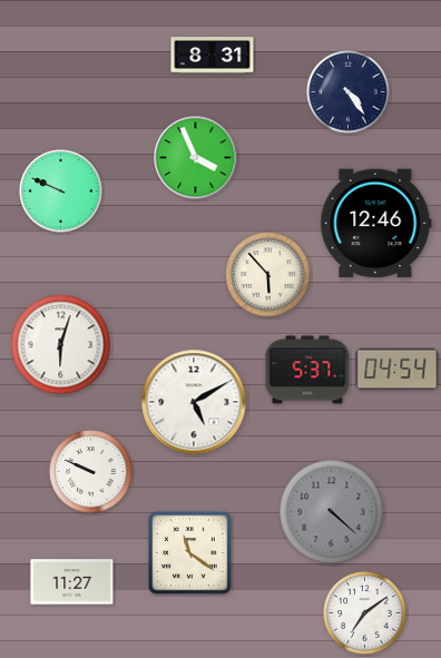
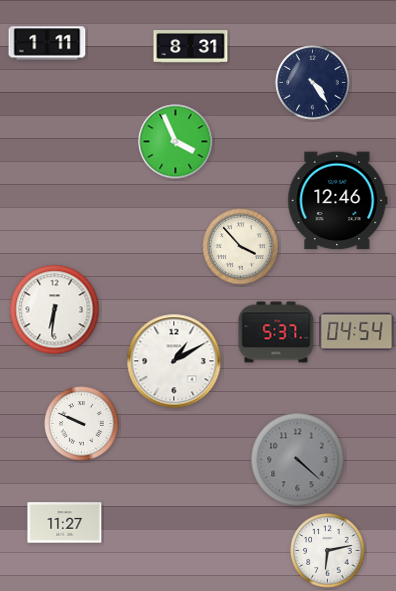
clock at (47, 43): none -> 1:11
clock at (213, 56) position: (213, 56) -> (191, 47)
clock at (61, 191): 9:49 -> none
clock at (268, 275): 5:53 -> 3:53
clock at (61, 345): 6:03 -> 6:31
clock at (194, 402): 5:10 -> 1:10
clock at (190, 553): 11:21 -> none
clock at (365, 613): 7:09 -> 6:13
